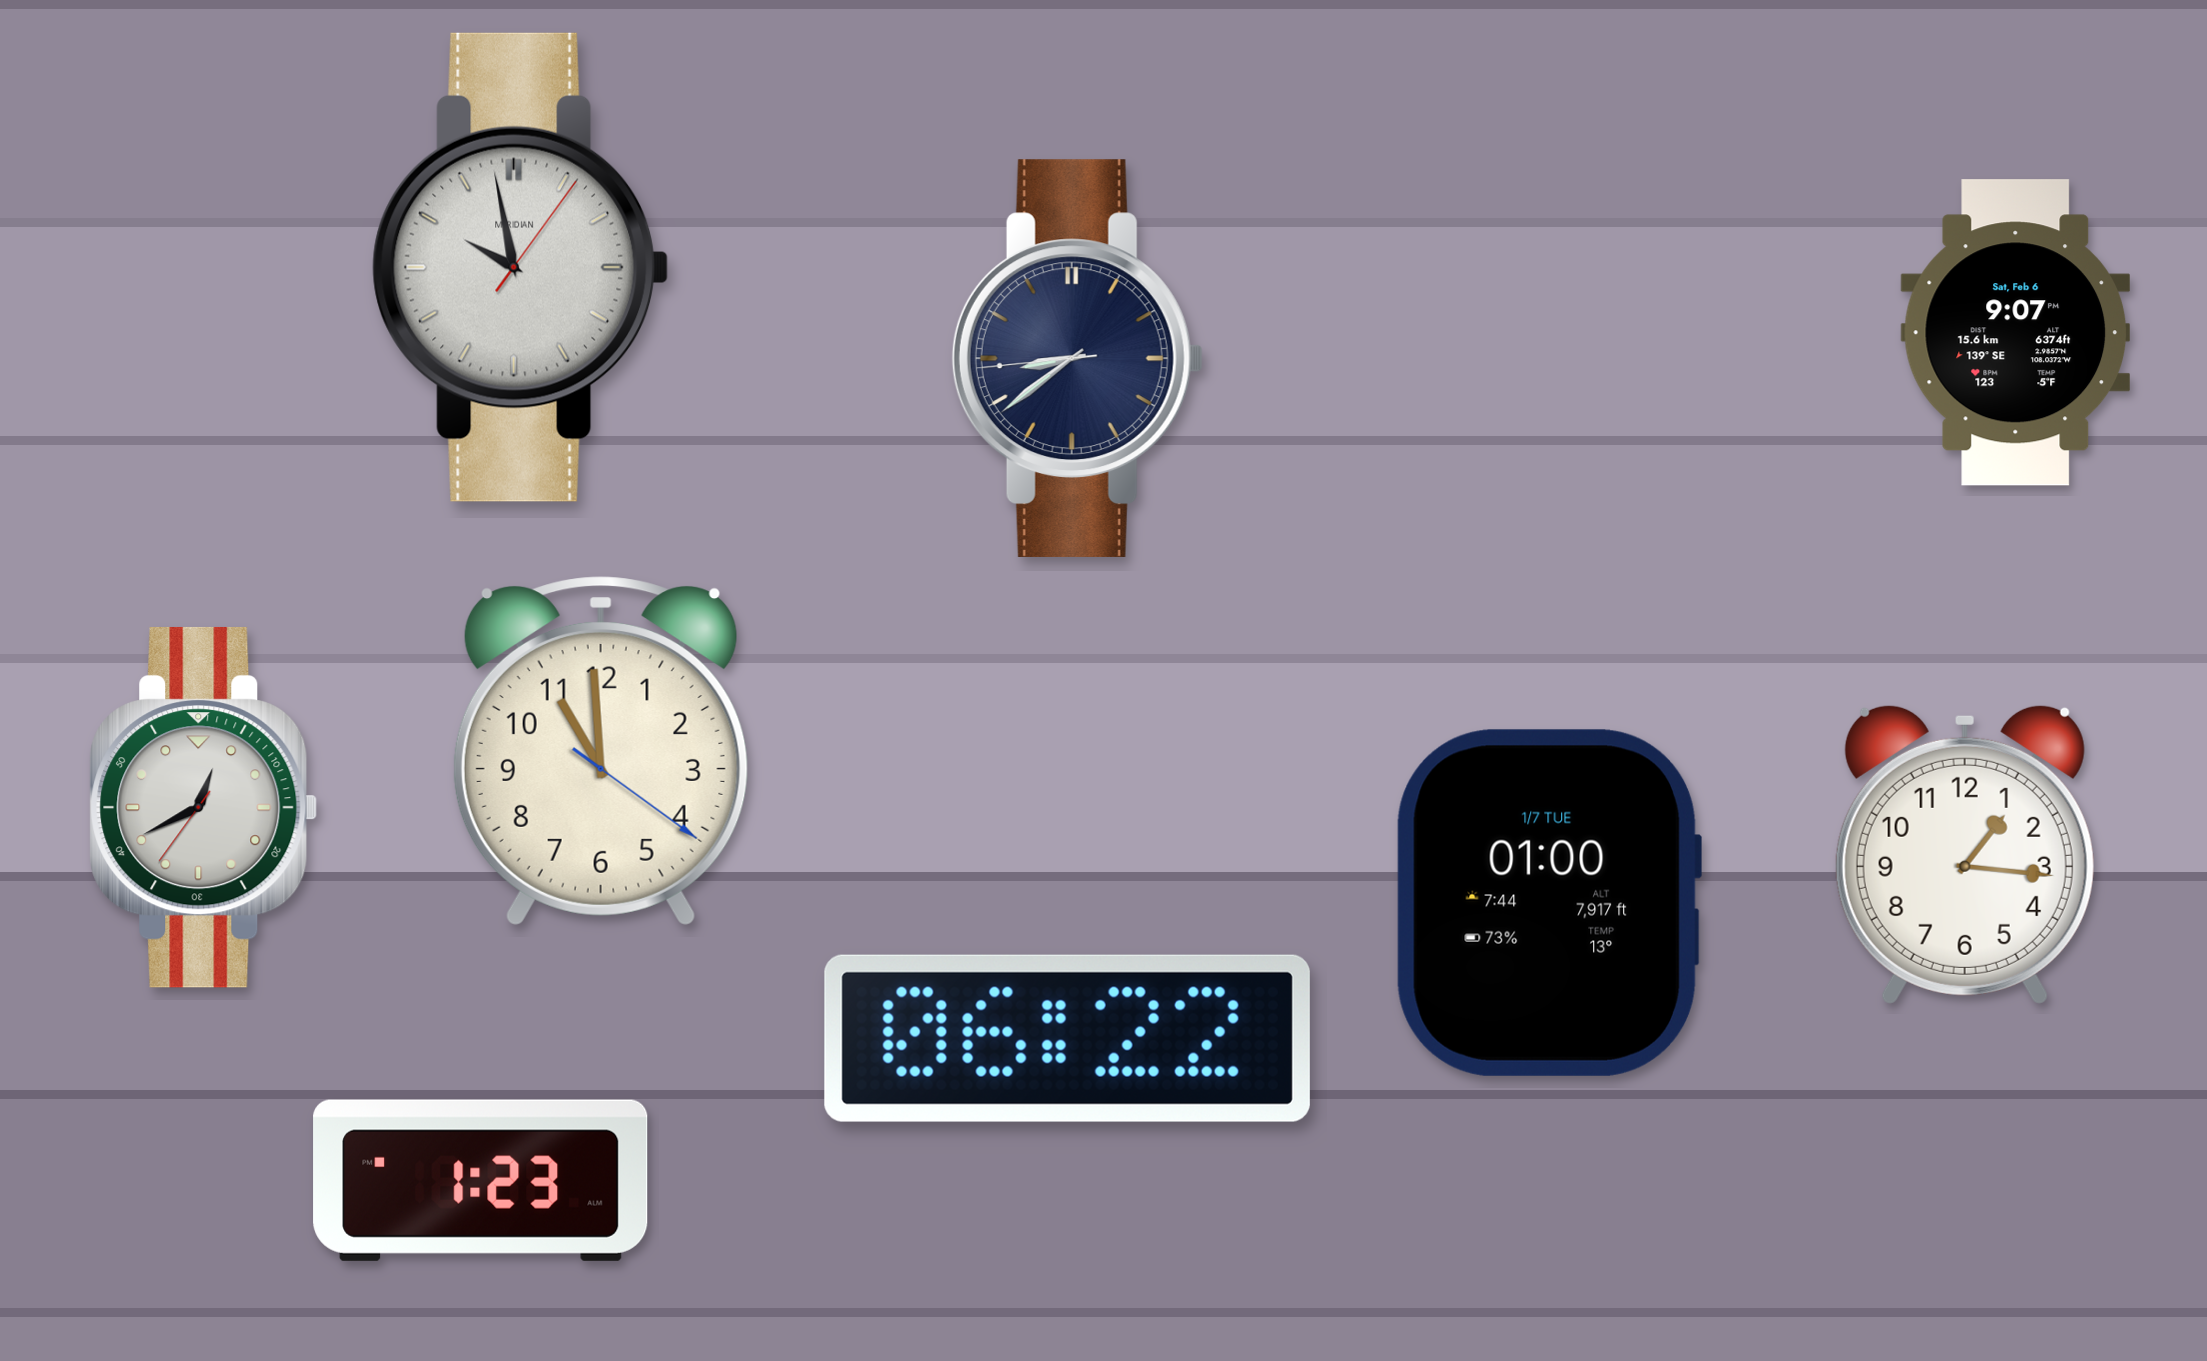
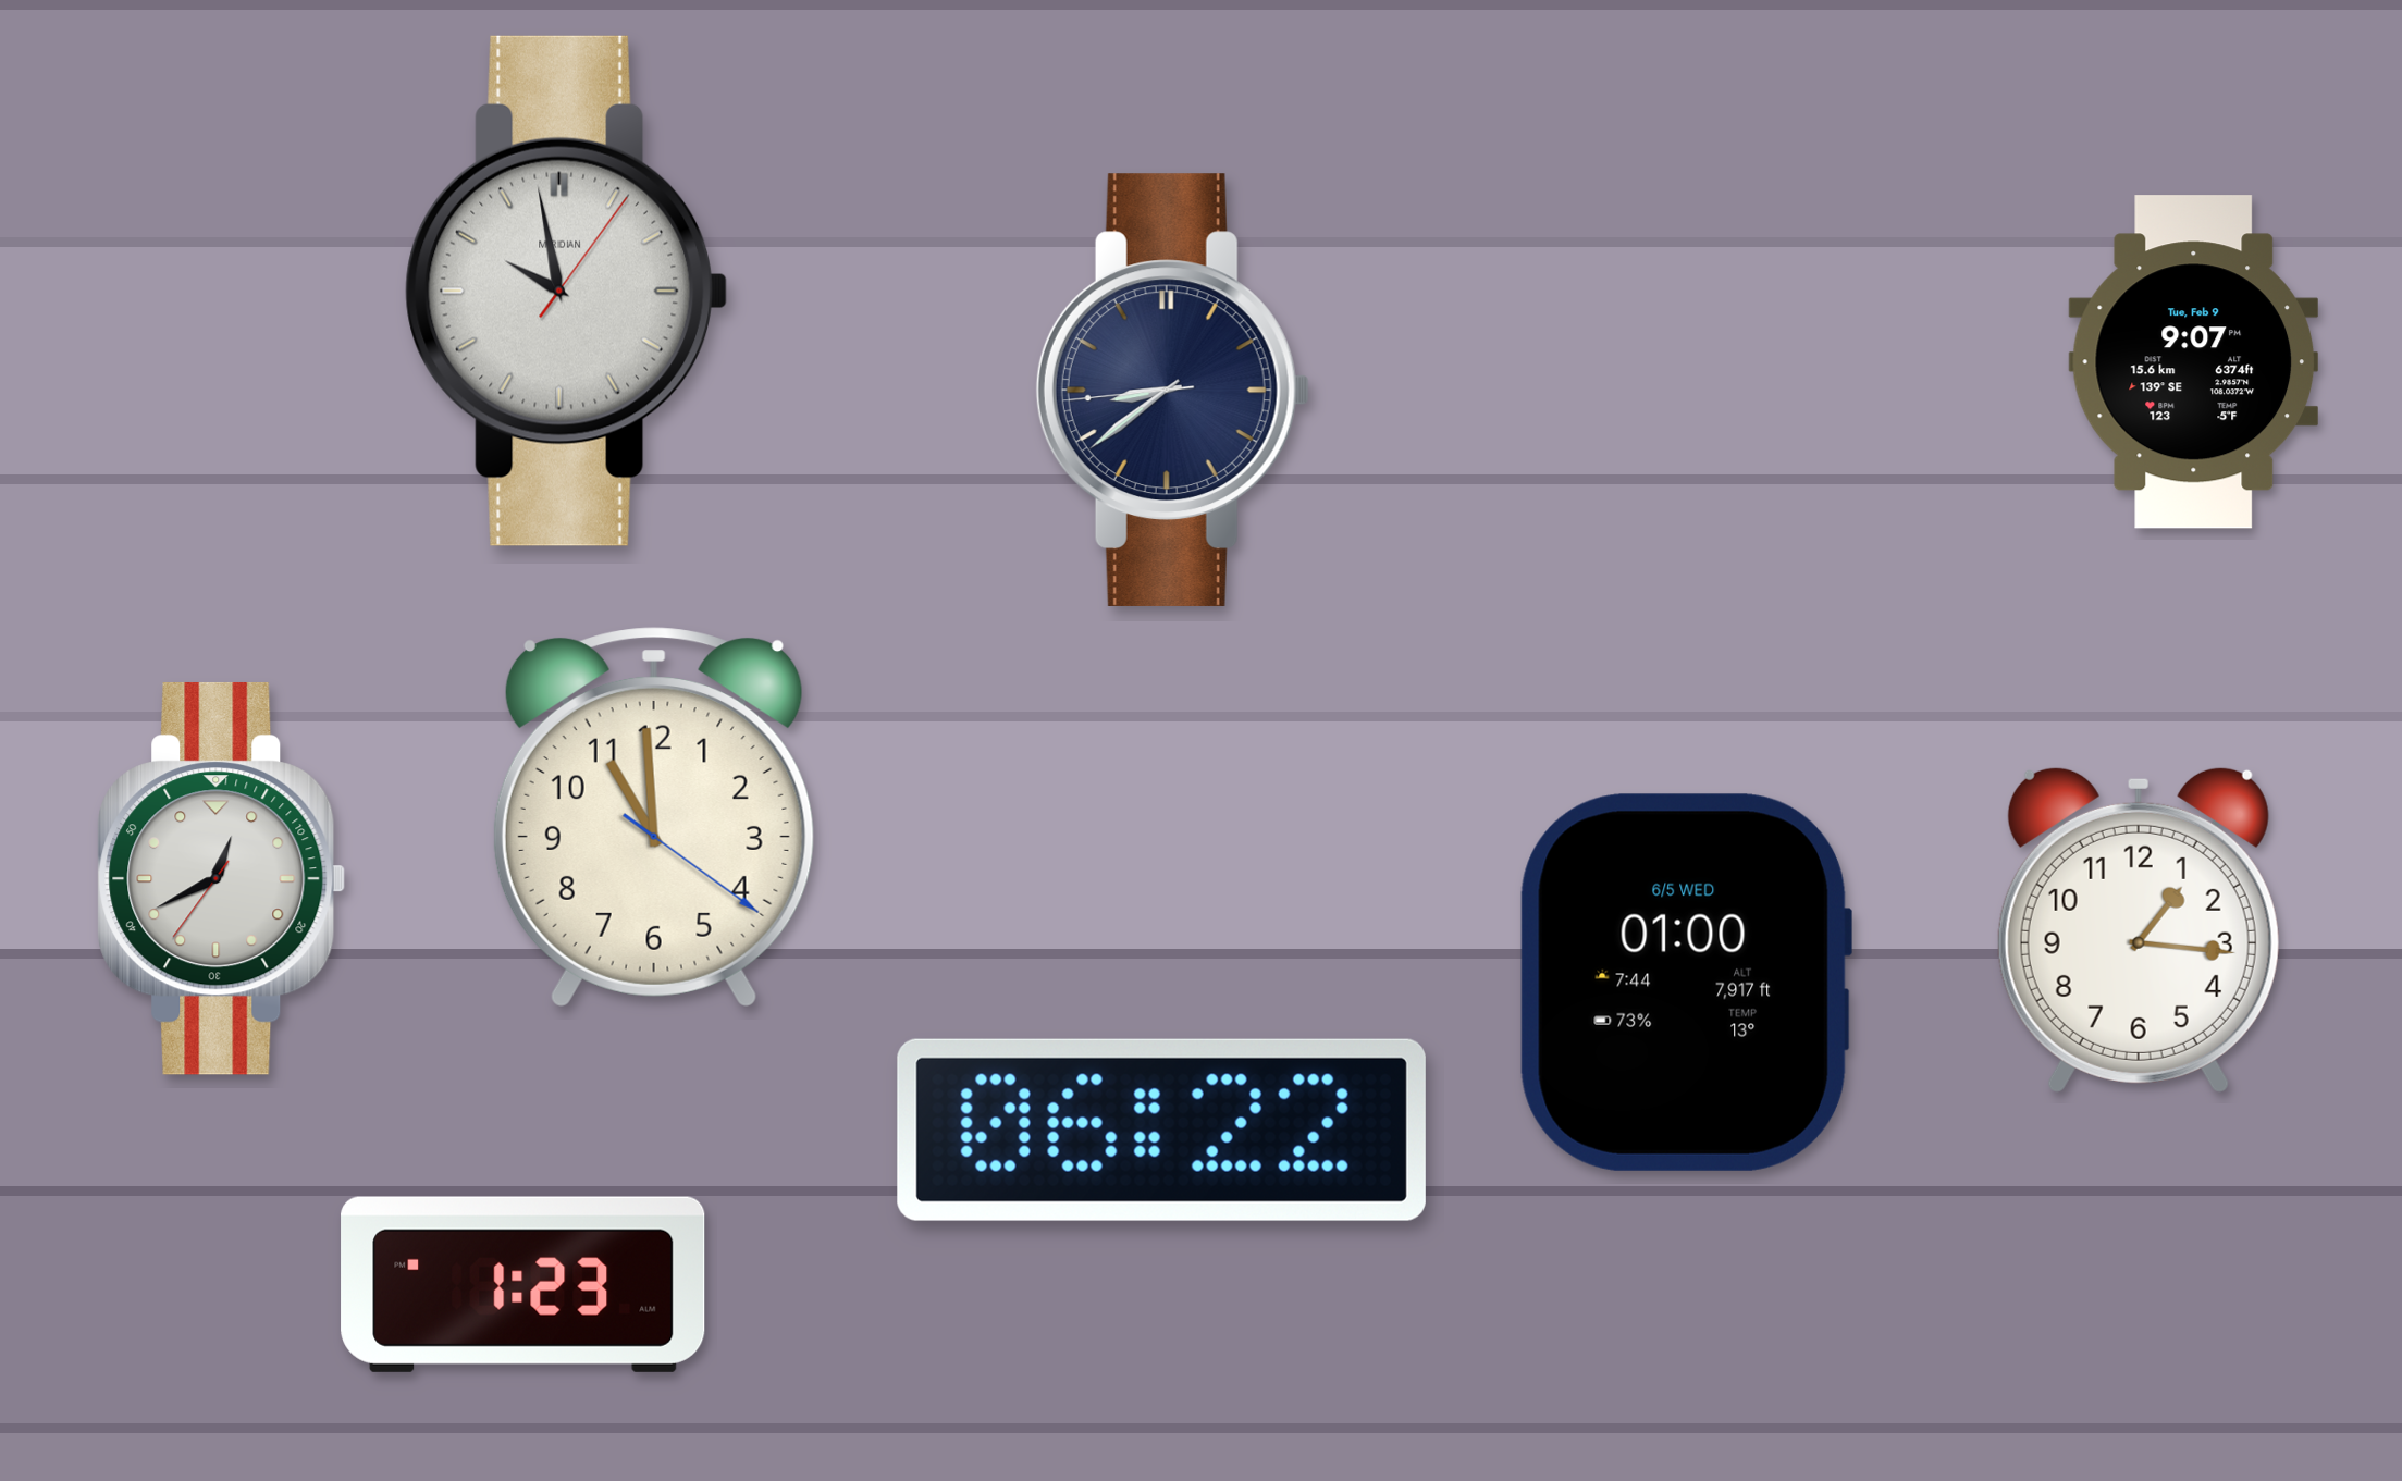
clock at (2015, 333) date: Sat, Feb 6 -> Tue, Feb 9
clock at (1548, 903) date: 1/7 TUE -> 6/5 WED
